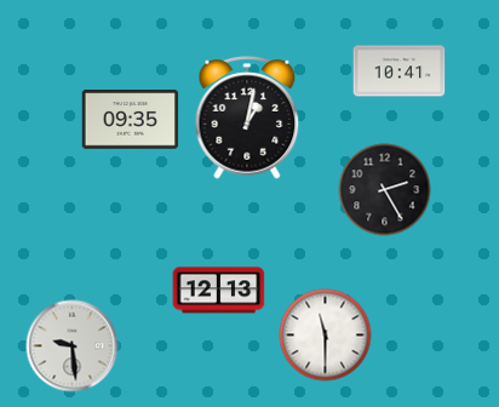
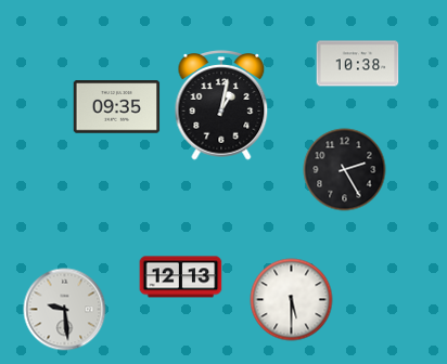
clock at (400, 71): 10:41 -> 10:38
clock at (219, 291) position: (219, 291) -> (181, 277)
clock at (326, 336): 11:30 -> 5:30
